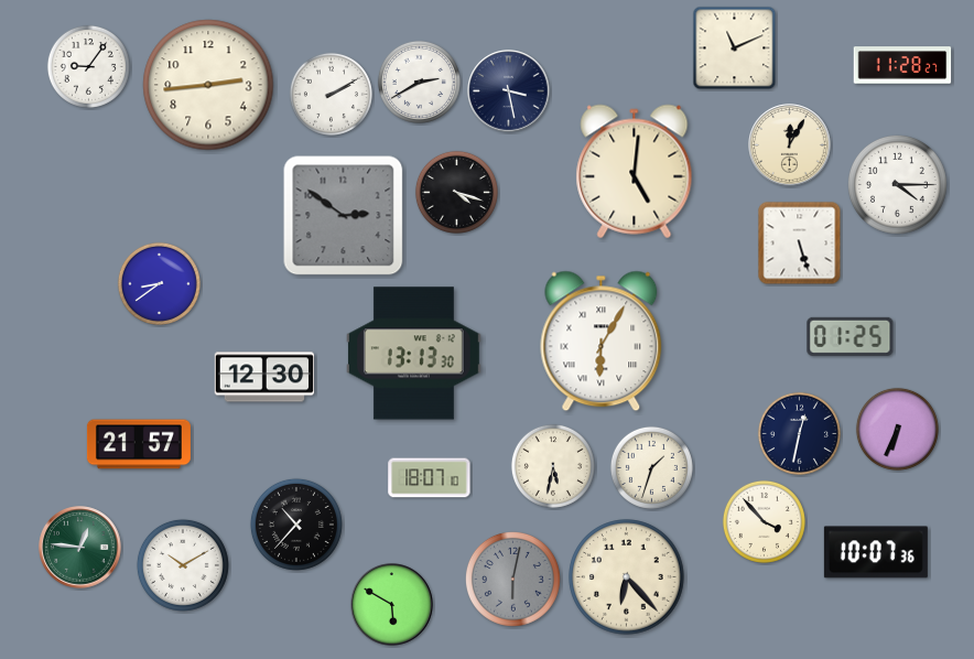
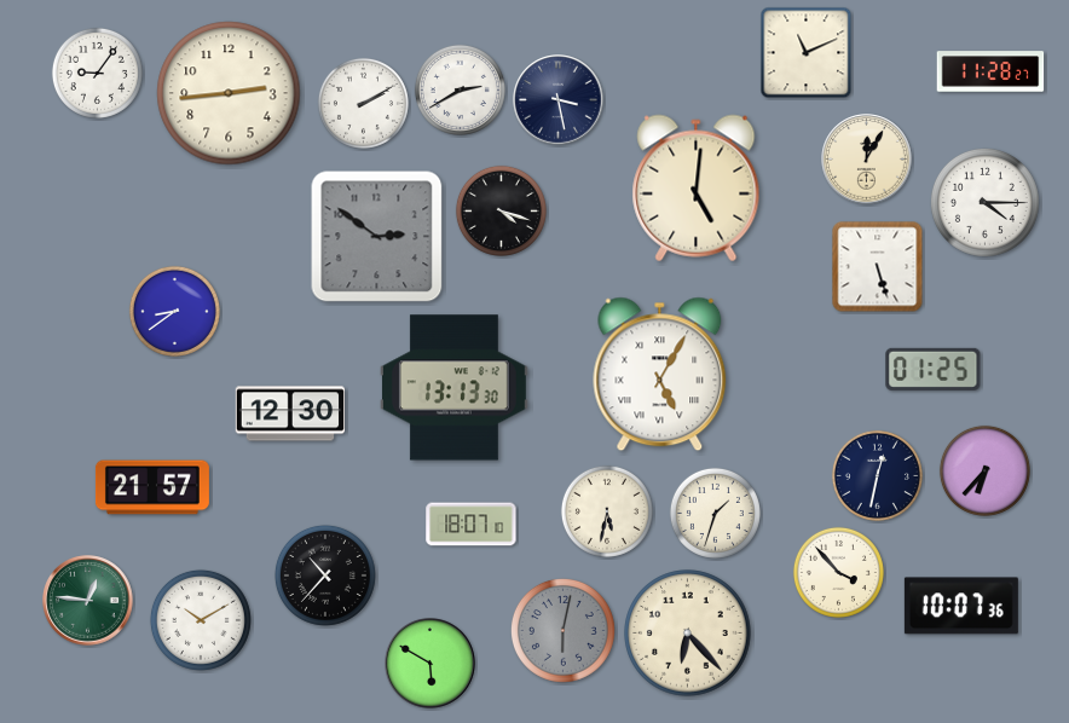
clock at (602, 342): 6:05 -> 5:05
clock at (897, 429): 6:34 -> 6:37
clock at (512, 579) position: (512, 579) -> (562, 630)
